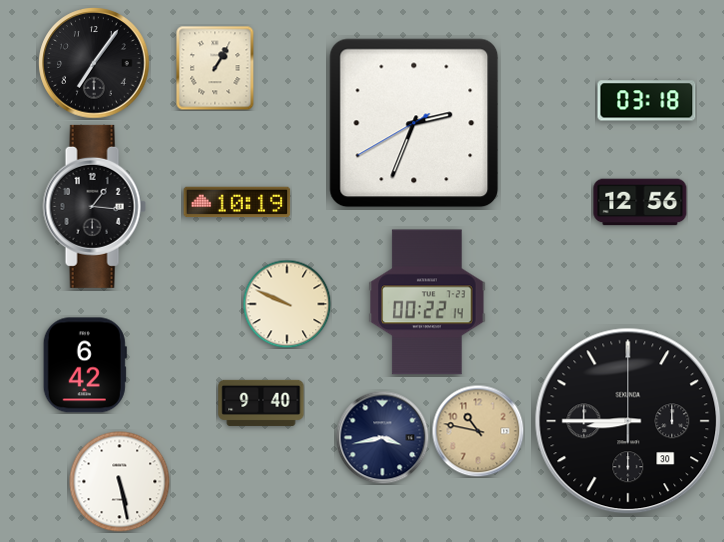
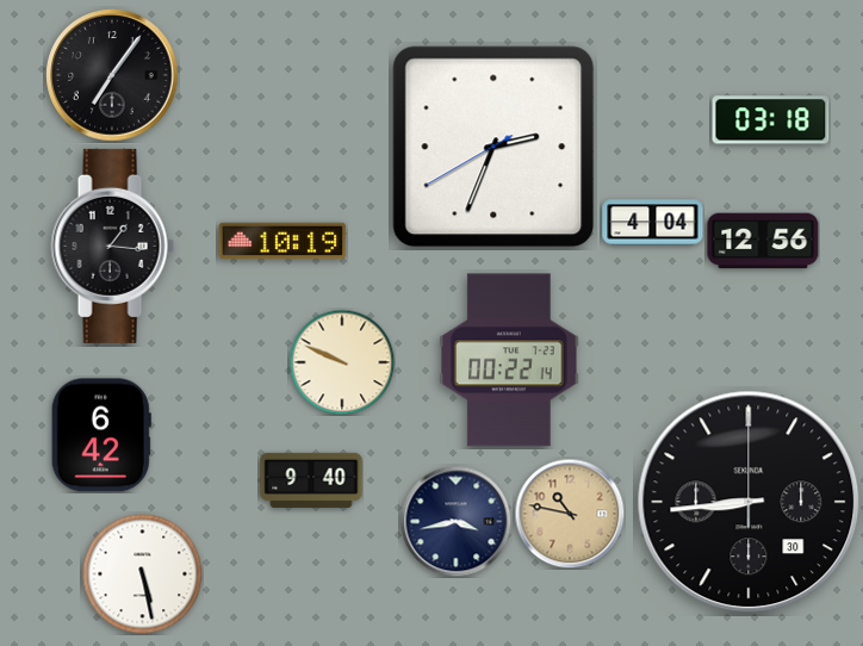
clock at (215, 68): 1:05 -> none
clock at (653, 223): none -> 4:04
clock at (628, 421): 8:45 -> 8:44
